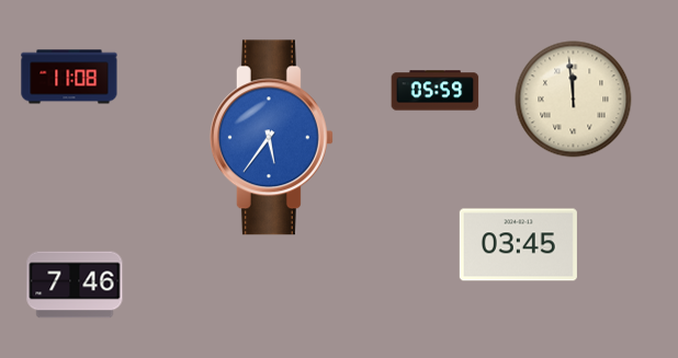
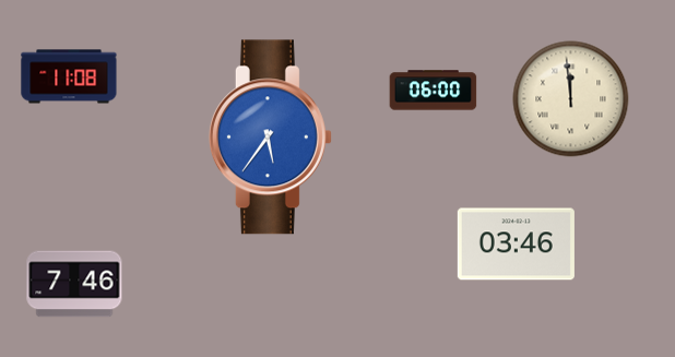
clock at (436, 91): 05:59 -> 06:00
clock at (518, 245): 03:45 -> 03:46
